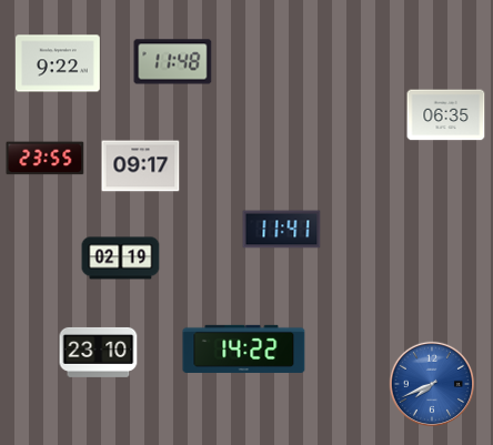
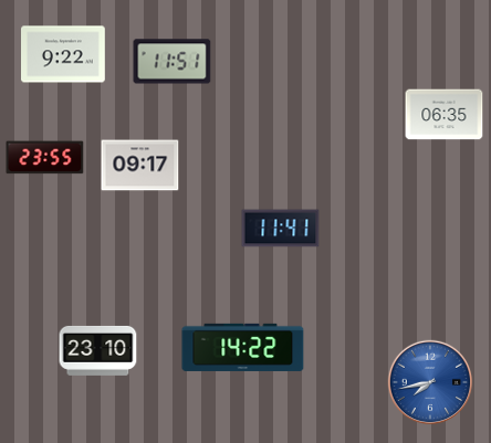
clock at (173, 62): 11:48 -> 11:51
clock at (59, 63) position: (59, 63) -> (64, 54)
clock at (121, 259): 02:19 -> none
clock at (432, 384): 7:41 -> 7:43
